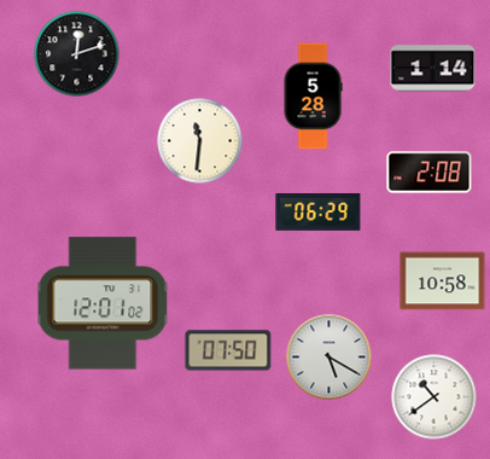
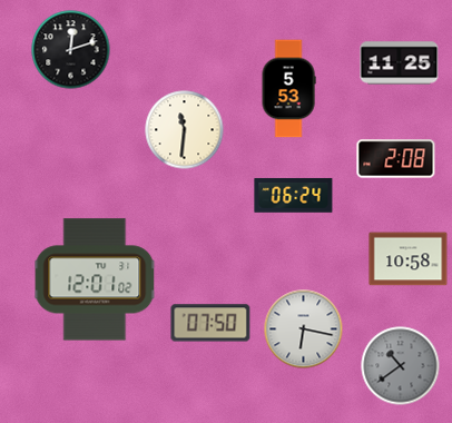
clock at (433, 69): 1:14 -> 11:25
clock at (313, 97): 5:28 -> 5:53
clock at (319, 211): 06:29 -> 06:24
clock at (329, 358): 5:20 -> 6:17
clock at (434, 397) dial: white -> grey
